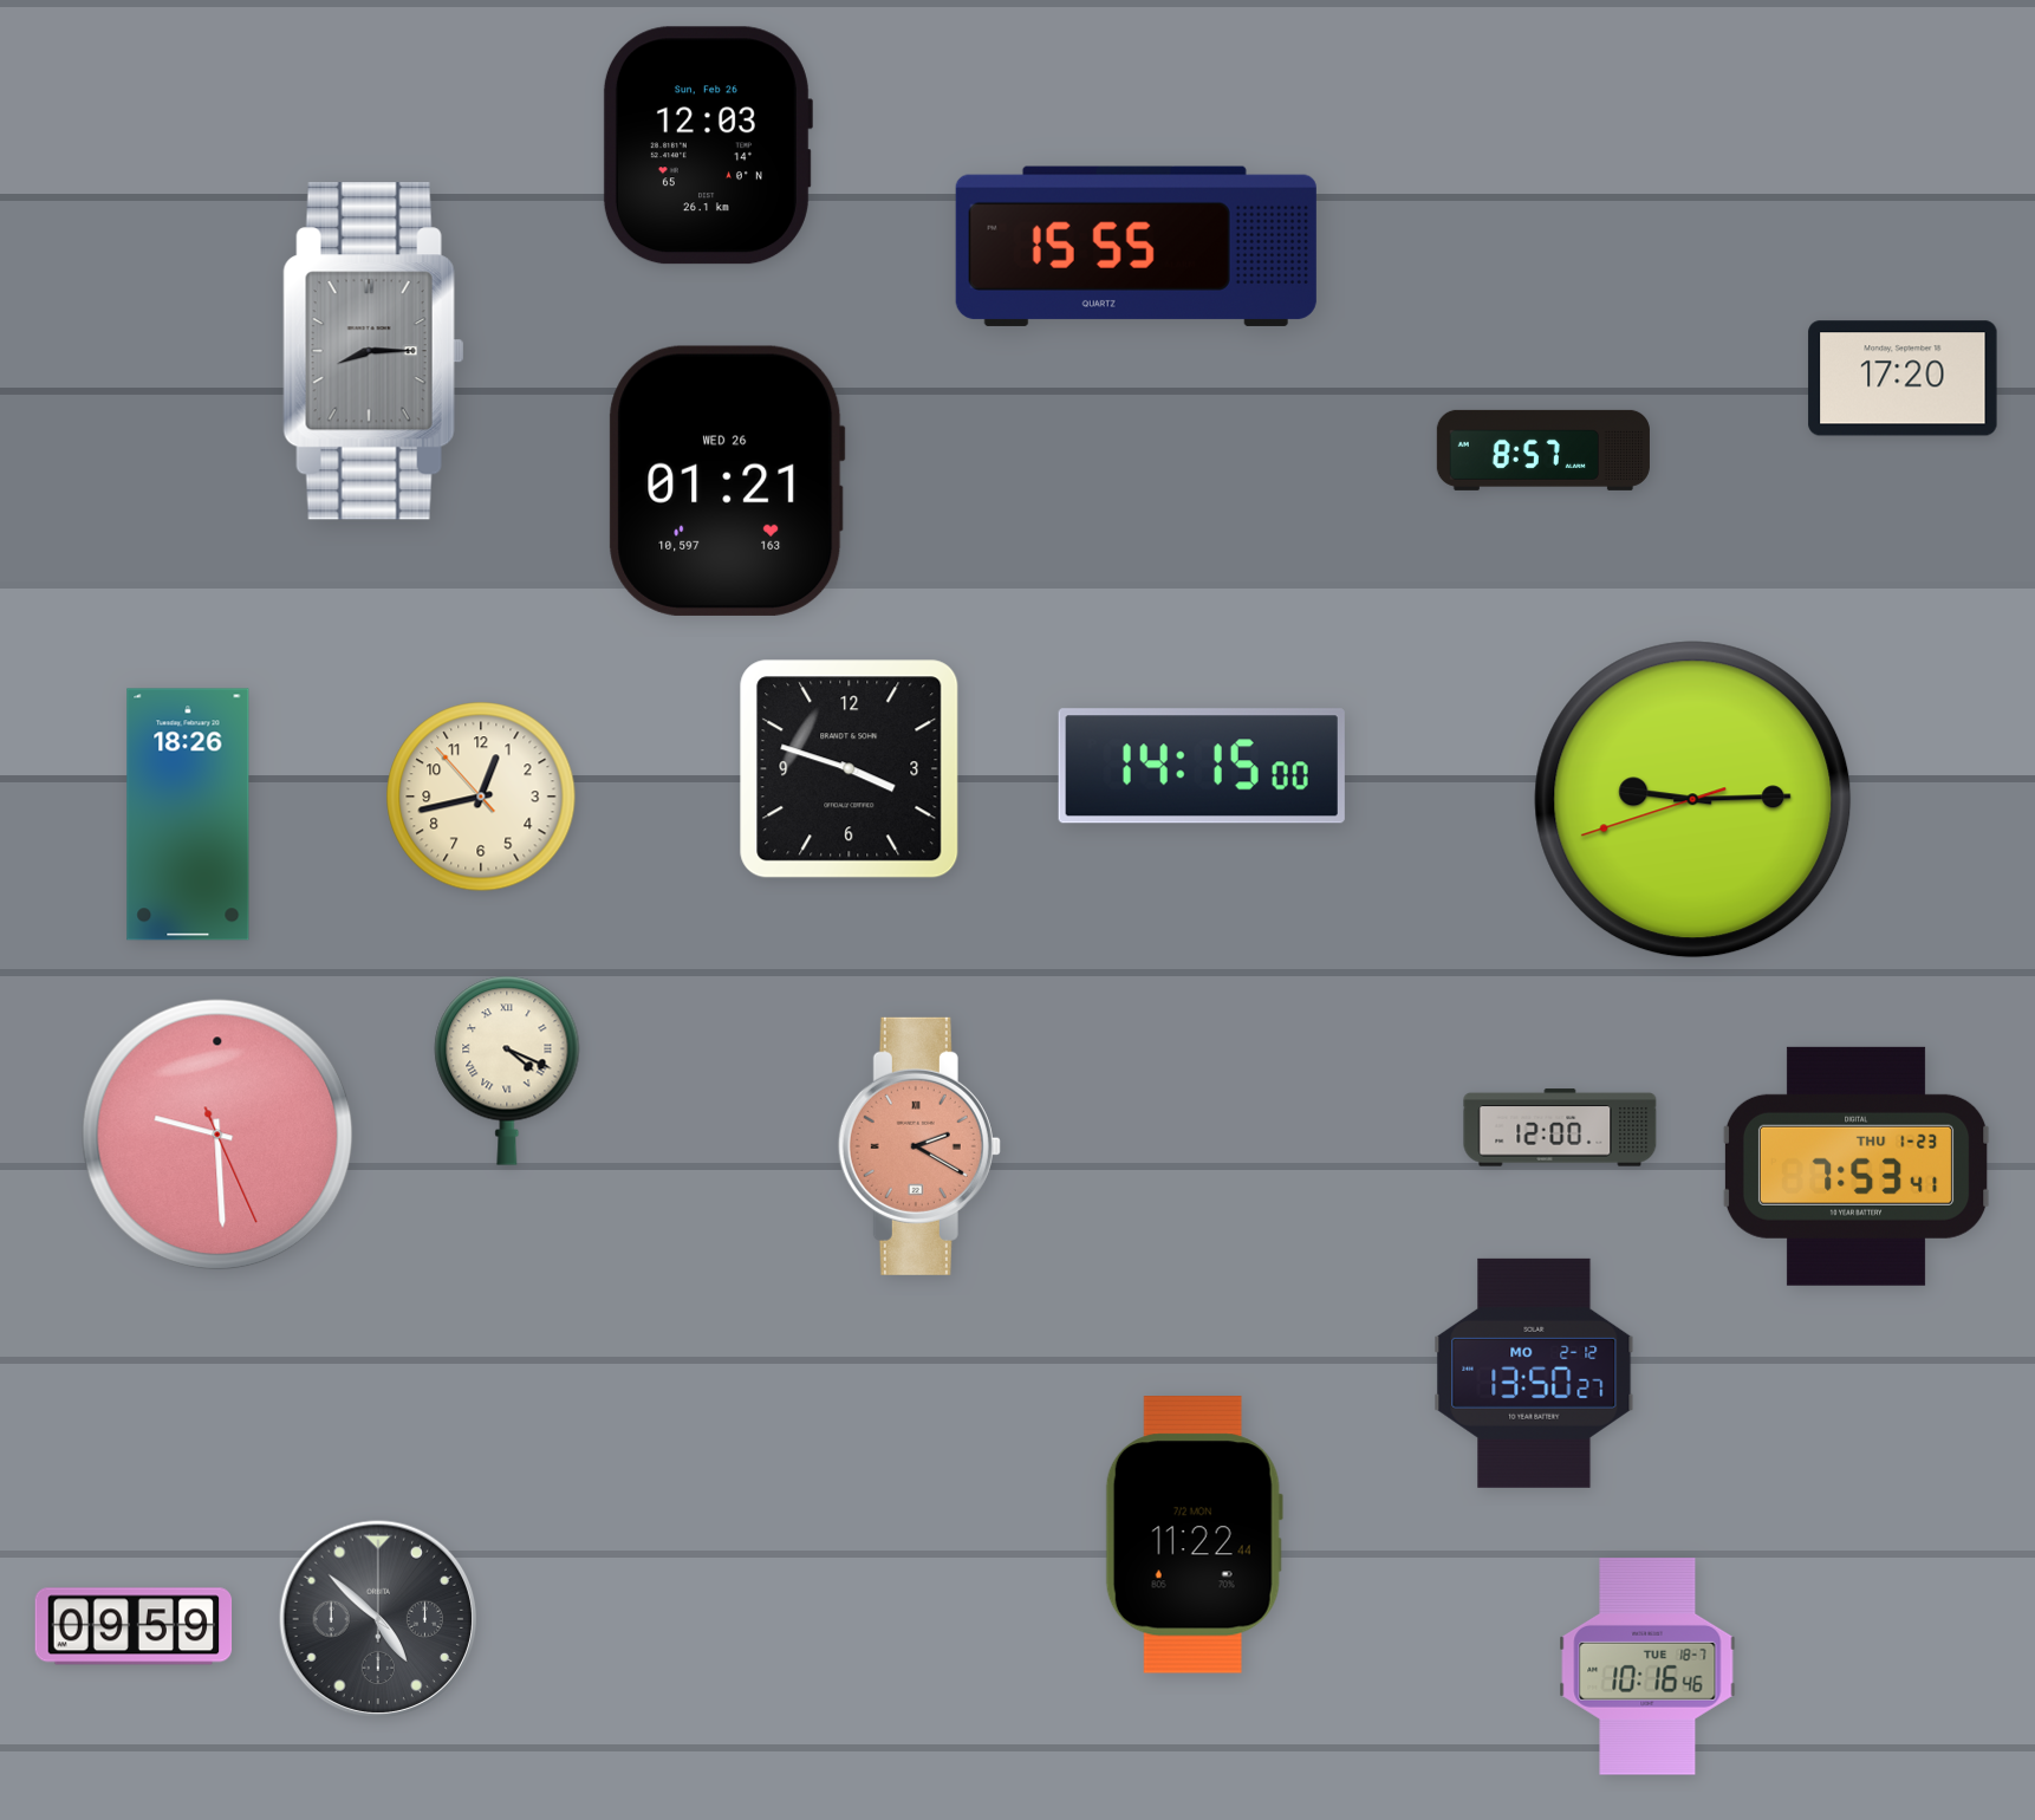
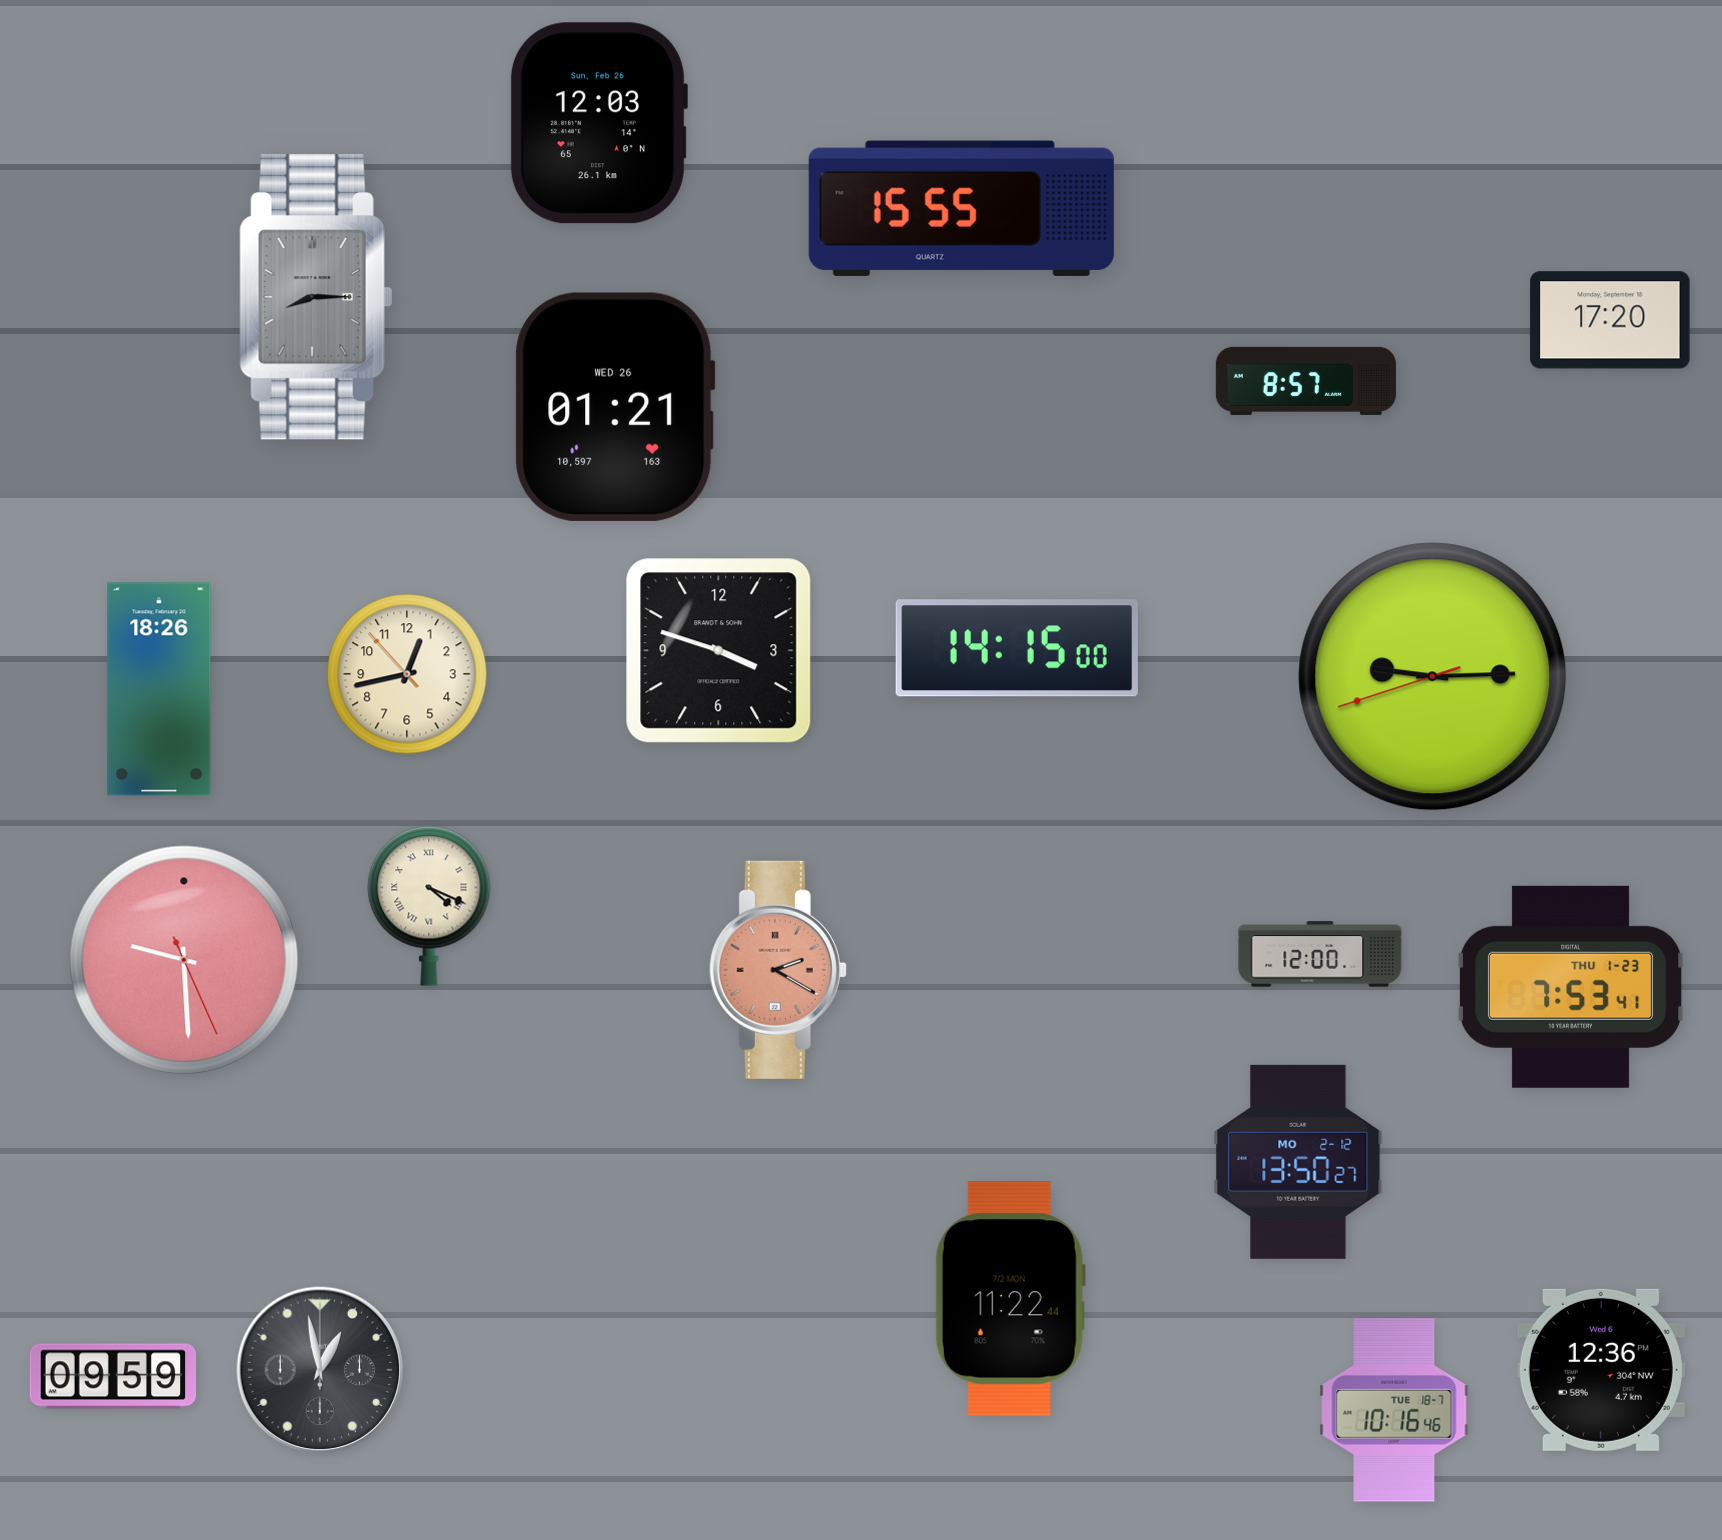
clock at (378, 1619): 4:52 -> 12:58
clock at (1601, 1370): none -> 12:36
